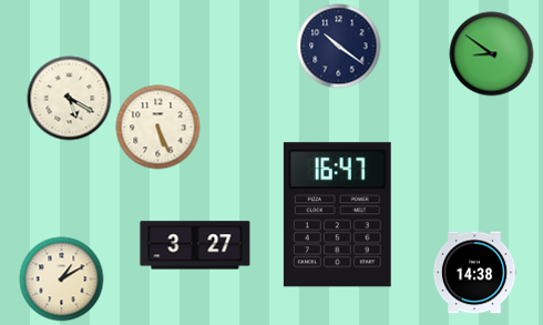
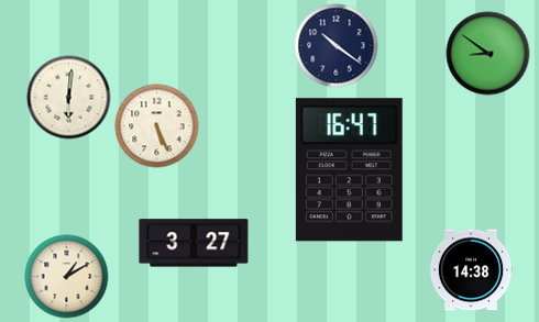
clock at (70, 99): 5:20 -> 6:01
clock at (337, 215) position: (337, 215) -> (349, 170)
clock at (62, 280) position: (62, 280) -> (67, 277)
